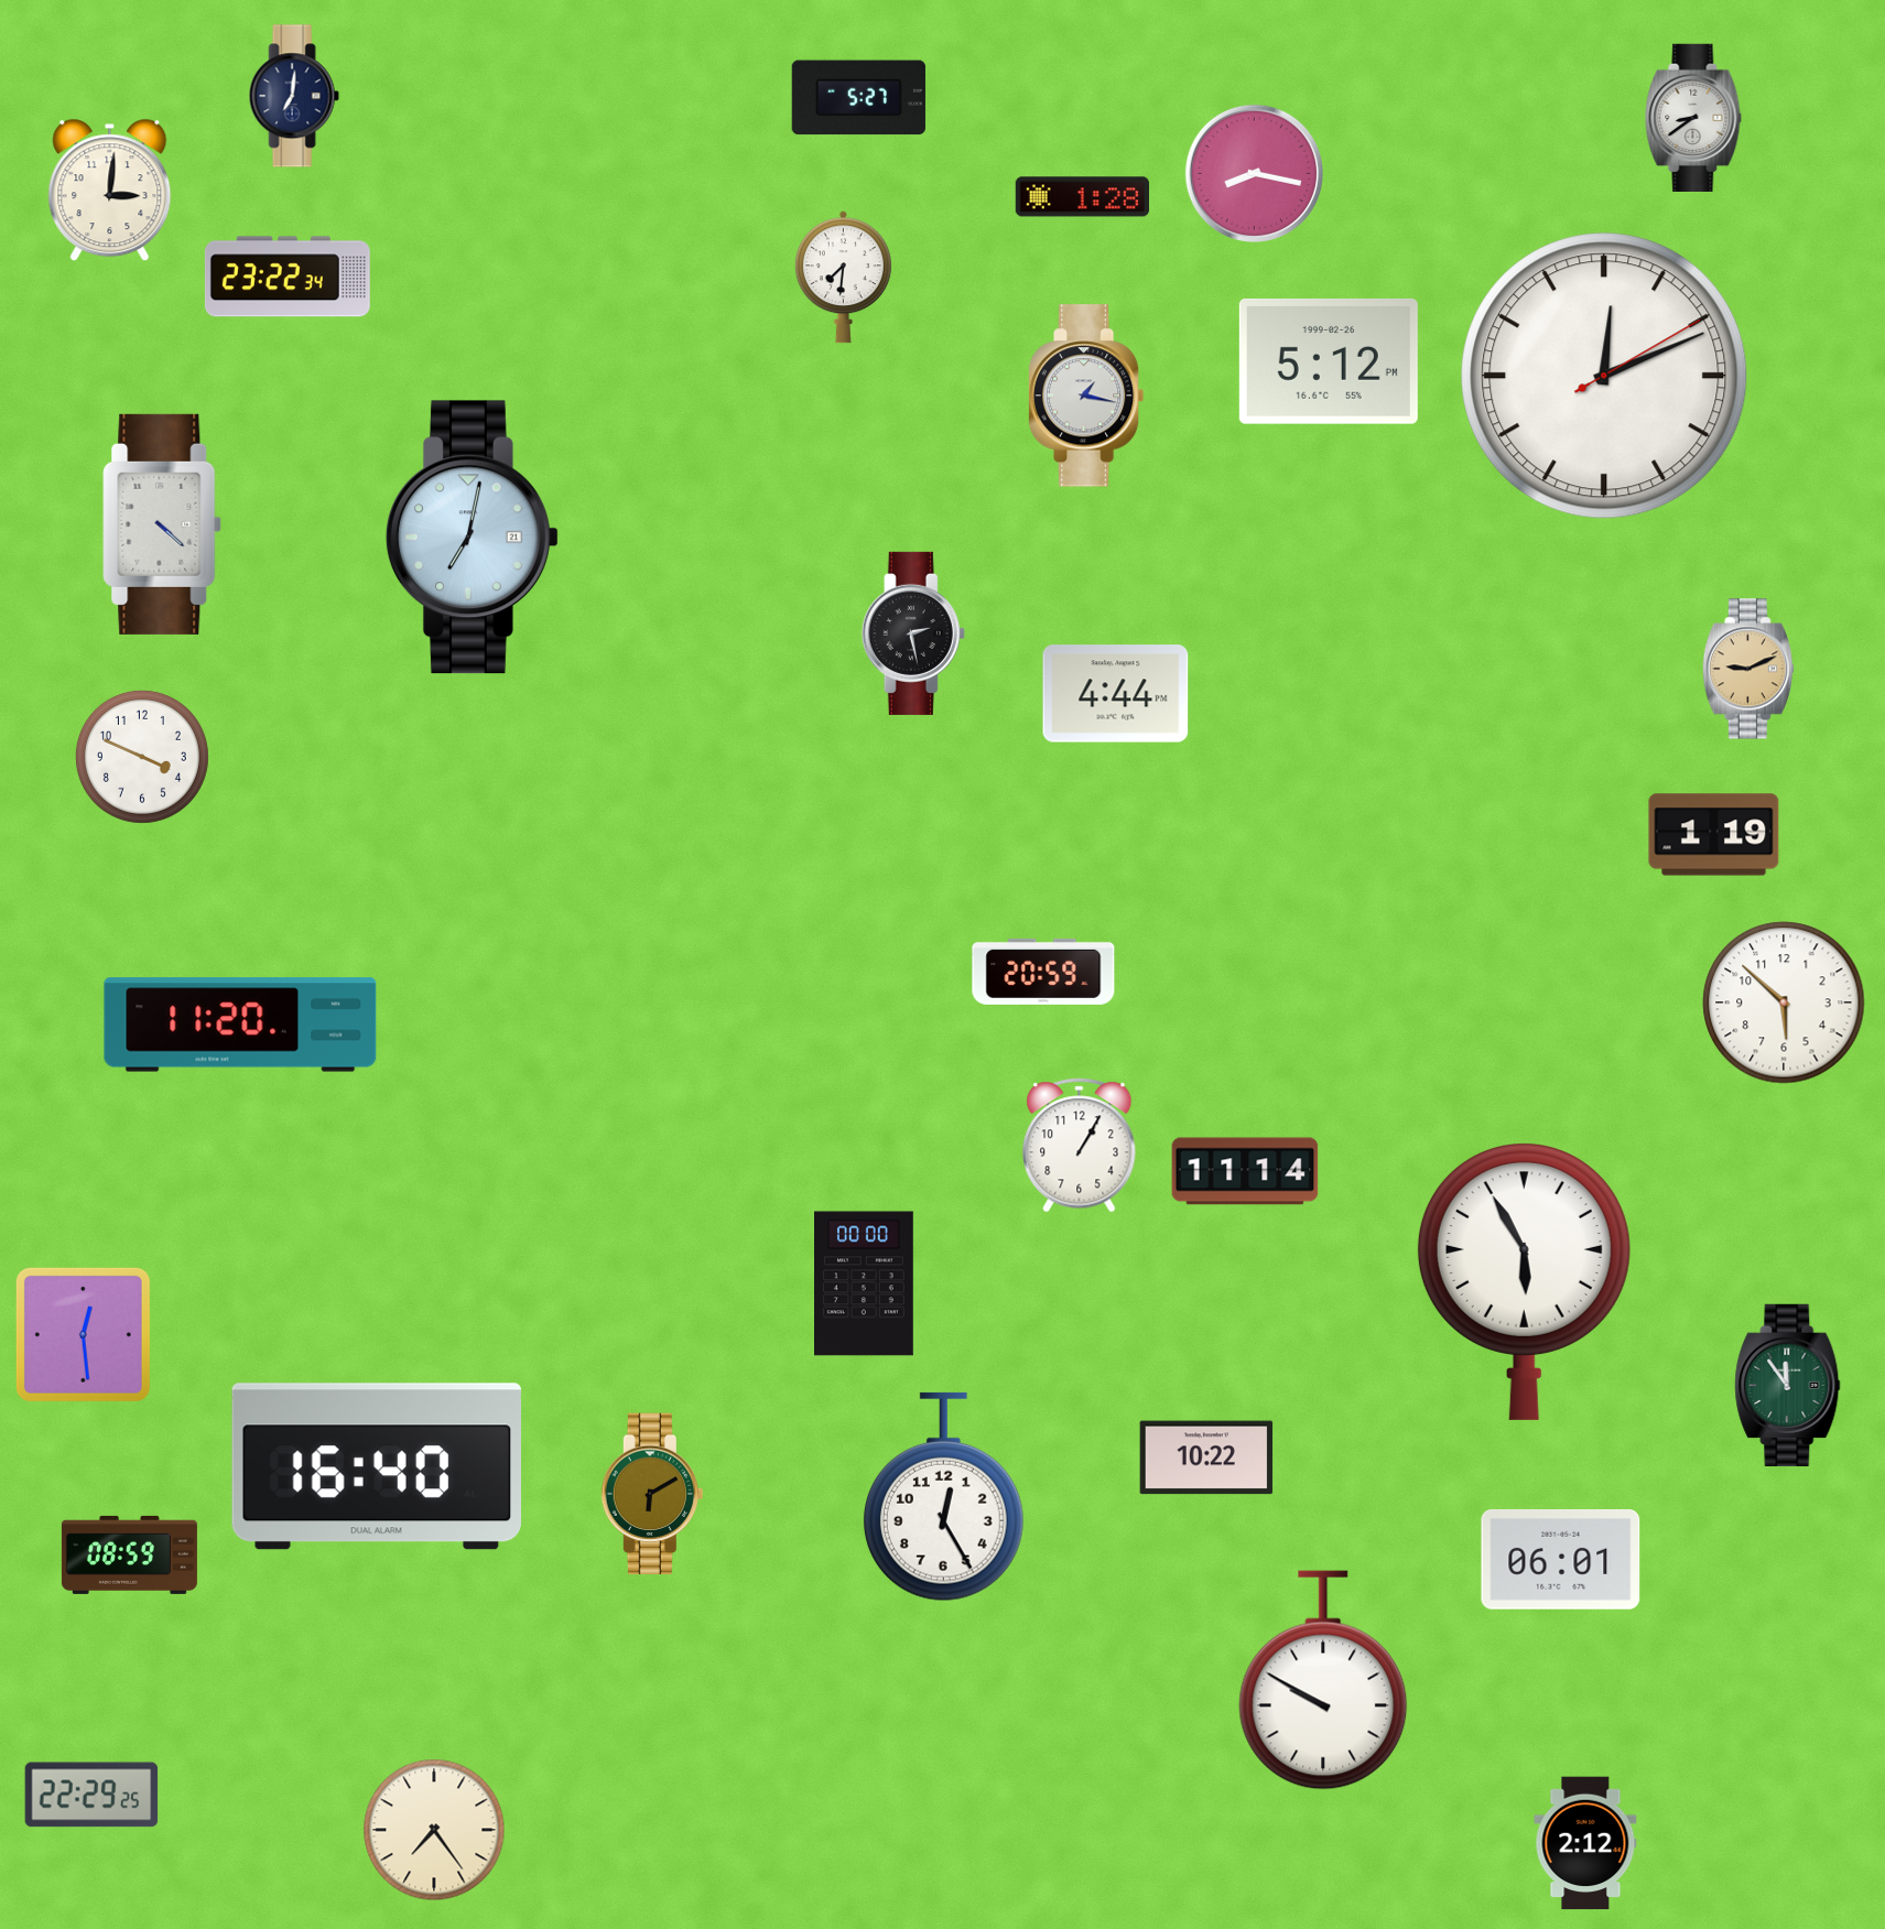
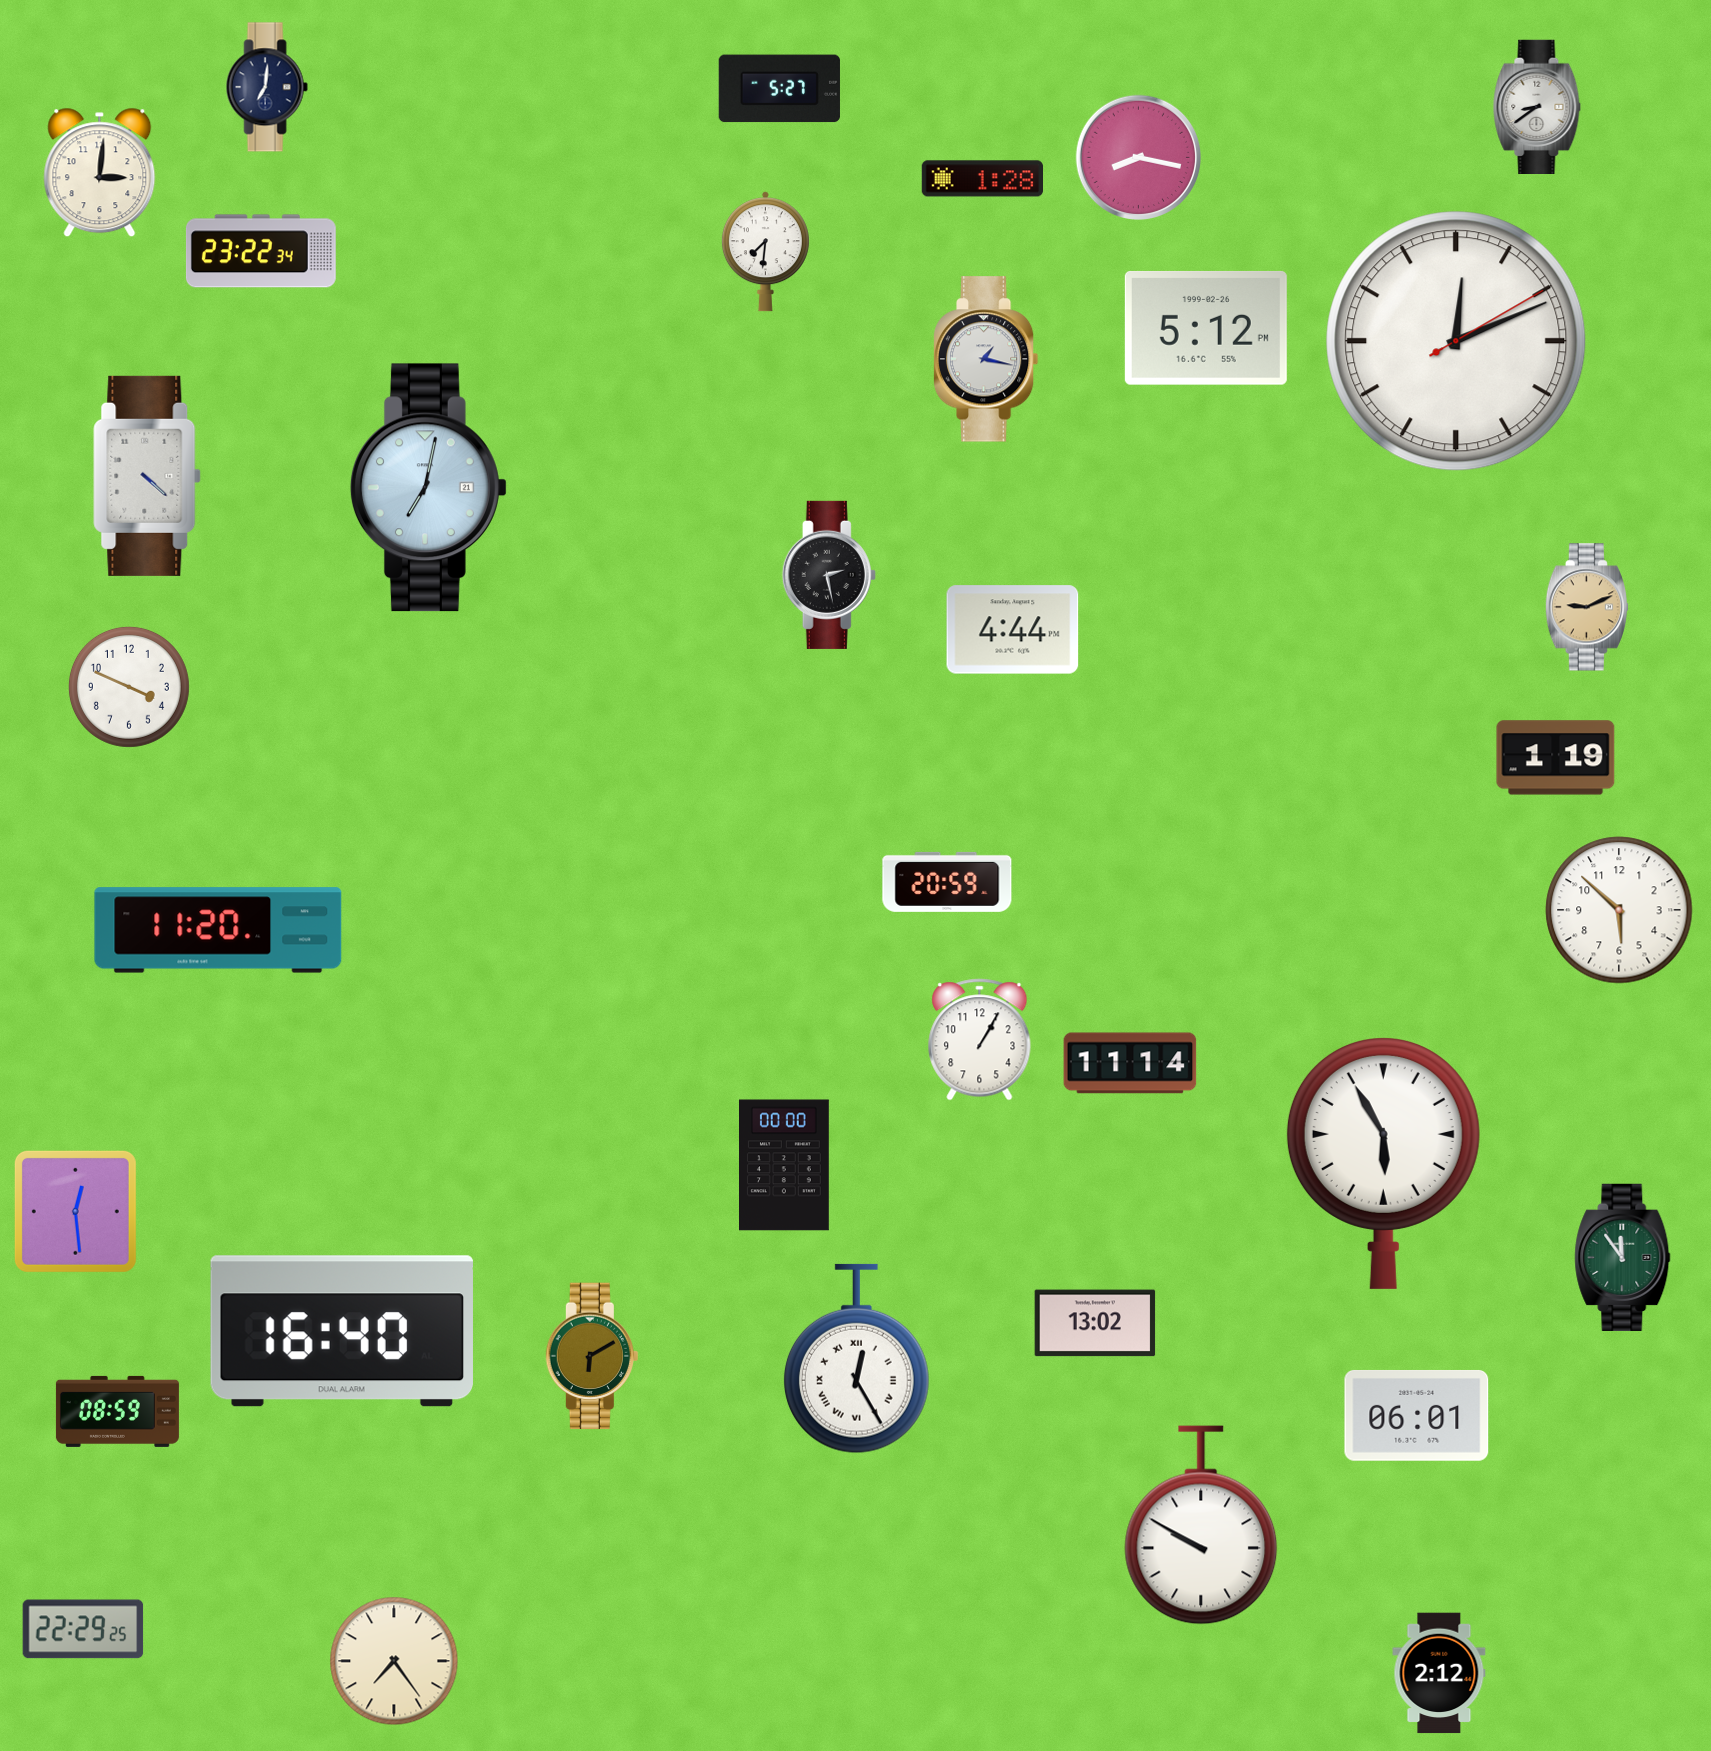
clock at (1206, 1457): 10:22 -> 13:02
clock at (943, 1497) numerals: Arabic -> Roman
